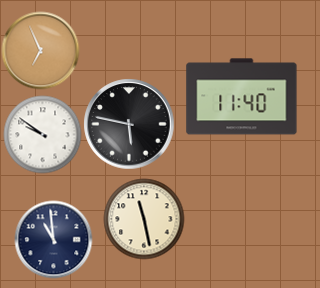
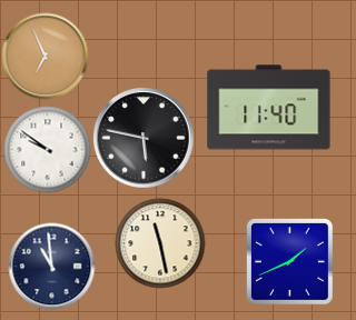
clock at (290, 262): none -> 1:41
clock at (53, 239) position: (53, 239) -> (51, 266)
